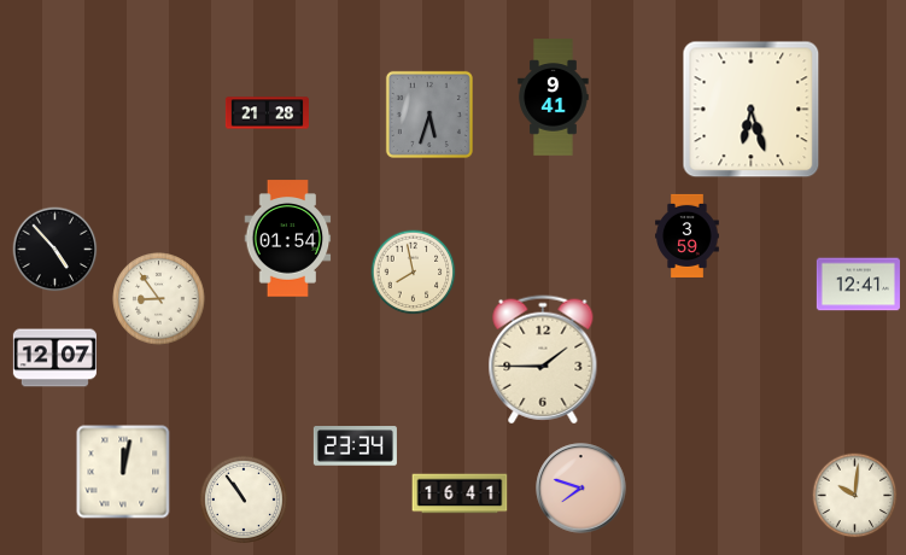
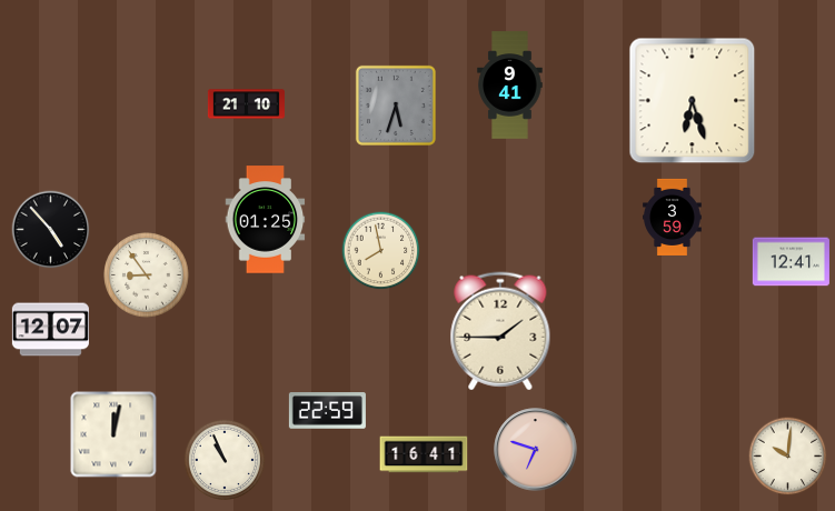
clock at (554, 98) position: (554, 98) -> (510, 86)
clock at (267, 113): 21:28 -> 21:10
clock at (688, 235) position: (688, 235) -> (673, 217)
clock at (288, 239): 01:54 -> 01:25
clock at (355, 446): 23:34 -> 22:59
clock at (581, 489): 7:48 -> 6:48
clock at (244, 499): 10:54 -> 10:56
